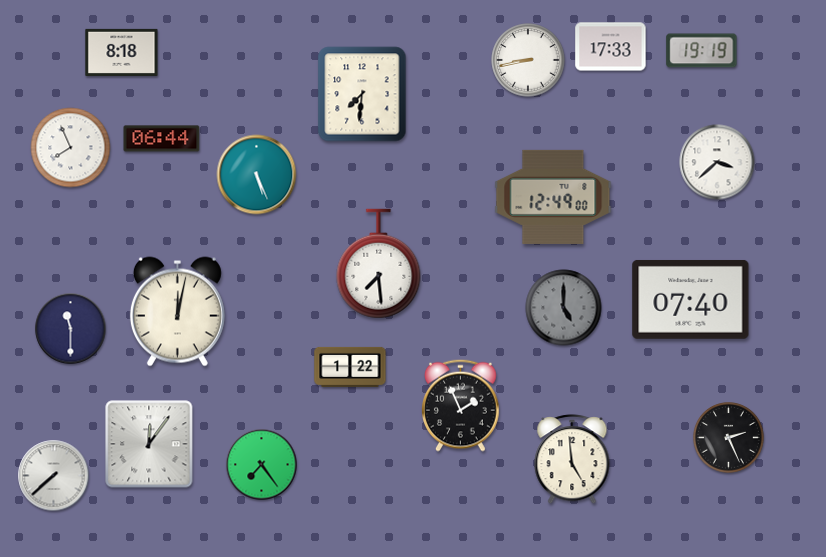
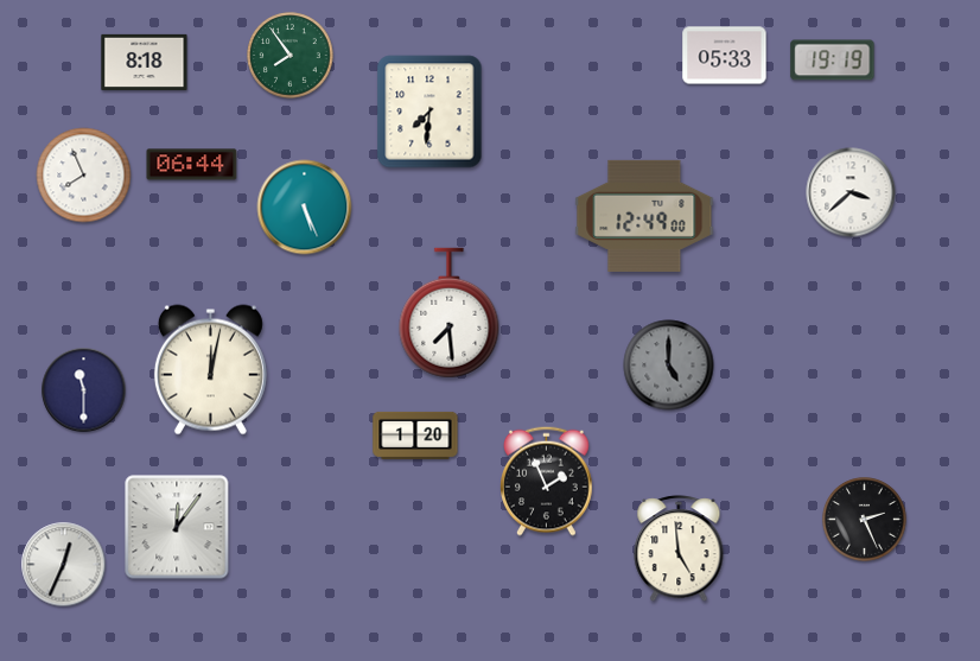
clock at (291, 56): none -> 7:54
clock at (611, 47): 17:33 -> 05:33
clock at (528, 60): 8:43 -> none
clock at (553, 197) position: (553, 197) -> (644, 216)
clock at (691, 299): 07:40 -> none
clock at (350, 367): 1:22 -> 1:20
clock at (572, 460) position: (572, 460) -> (679, 549)
clock at (262, 465): 7:24 -> none
clock at (54, 476): 7:38 -> 12:34
